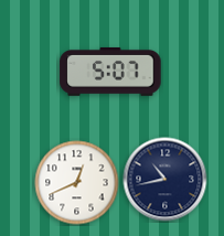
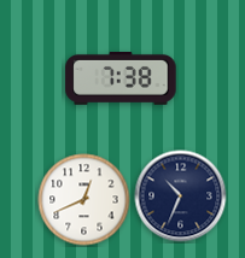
clock at (110, 72): 5:07 -> 7:38
clock at (166, 180): 10:43 -> 10:34
